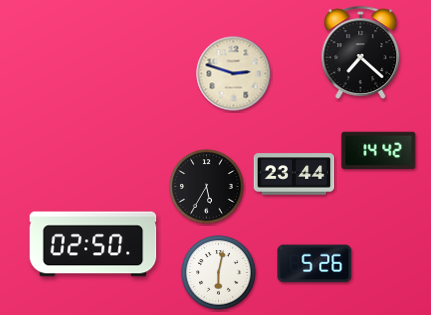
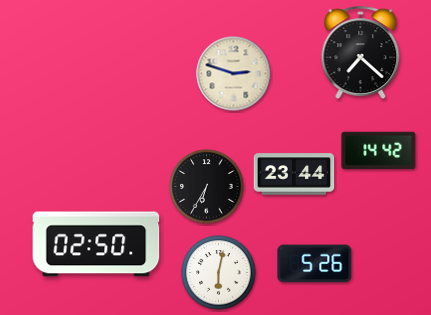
clock at (207, 187): 5:35 -> 6:35
clock at (93, 244) position: (93, 244) -> (96, 244)
